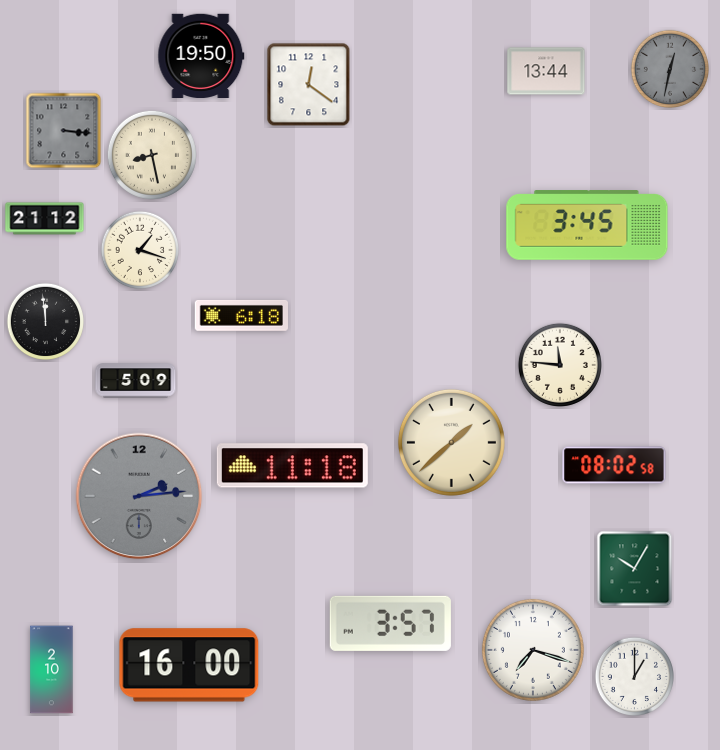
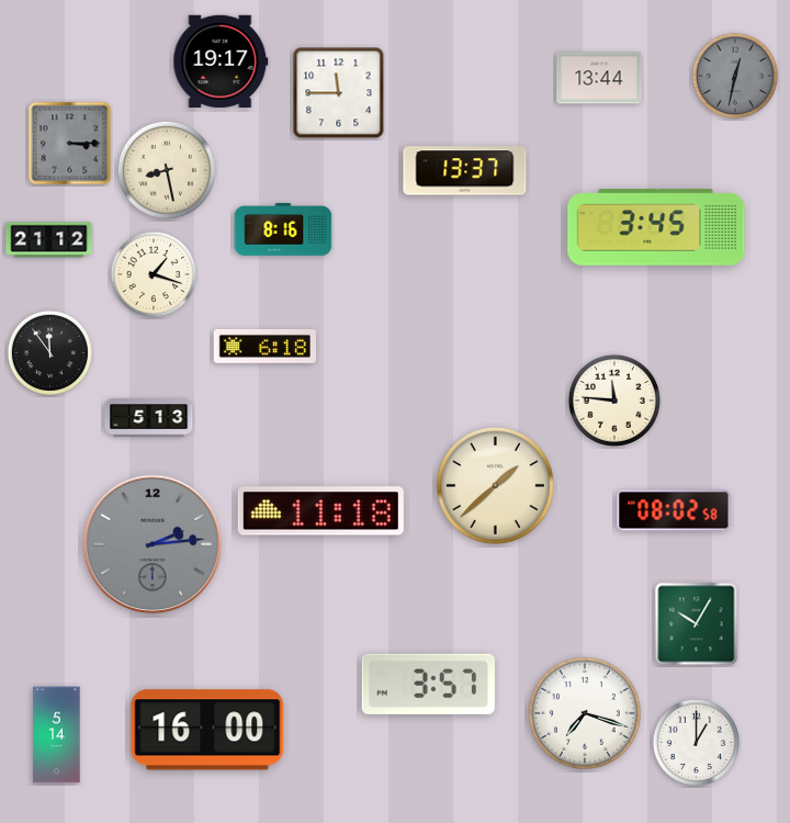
clock at (201, 55): 19:50 -> 19:17
clock at (309, 85): 12:21 -> 11:45
clock at (64, 131): 3:16 -> 3:15
clock at (465, 171): none -> 13:37
clock at (283, 230): none -> 8:16
clock at (587, 225) position: (587, 225) -> (656, 227)
clock at (45, 321): 11:59 -> 11:54
clock at (136, 381): 5:09 -> 5:13
clock at (52, 670): 2:10 -> 5:14
